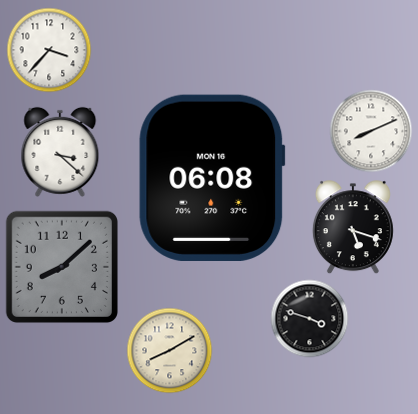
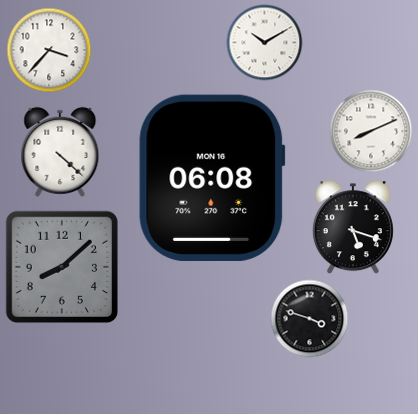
clock at (265, 43): none -> 10:10
clock at (60, 152): 3:22 -> 4:22
clock at (170, 351): 8:10 -> none
